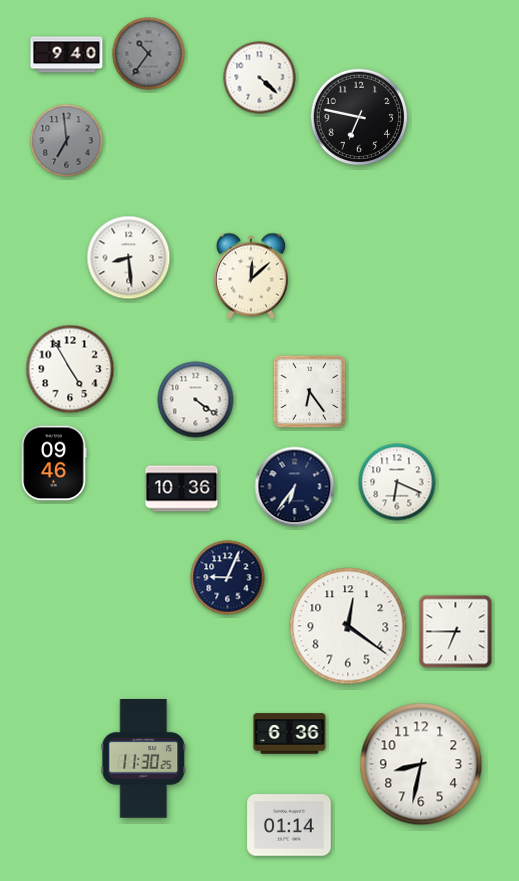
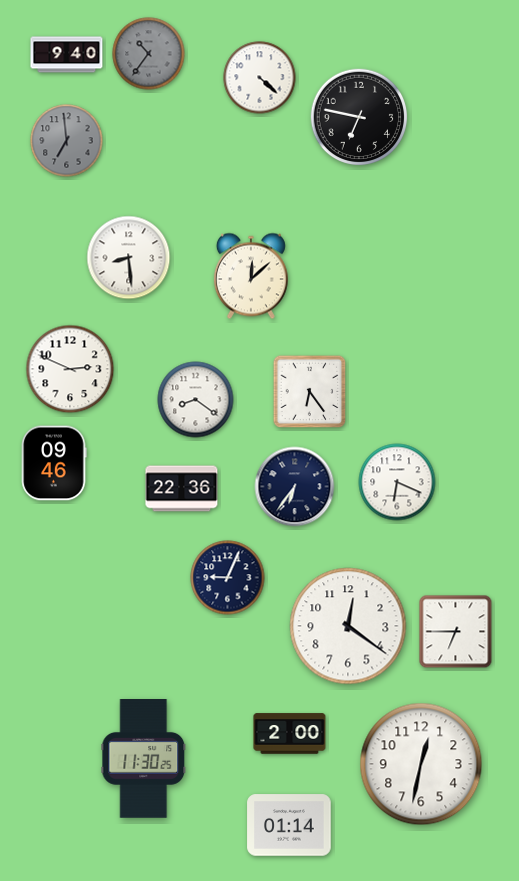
clock at (70, 369): 4:55 -> 2:49
clock at (196, 400): 4:21 -> 8:21
clock at (182, 489): 10:36 -> 22:36
clock at (290, 734): 6:36 -> 2:00
clock at (421, 764): 8:32 -> 12:32
